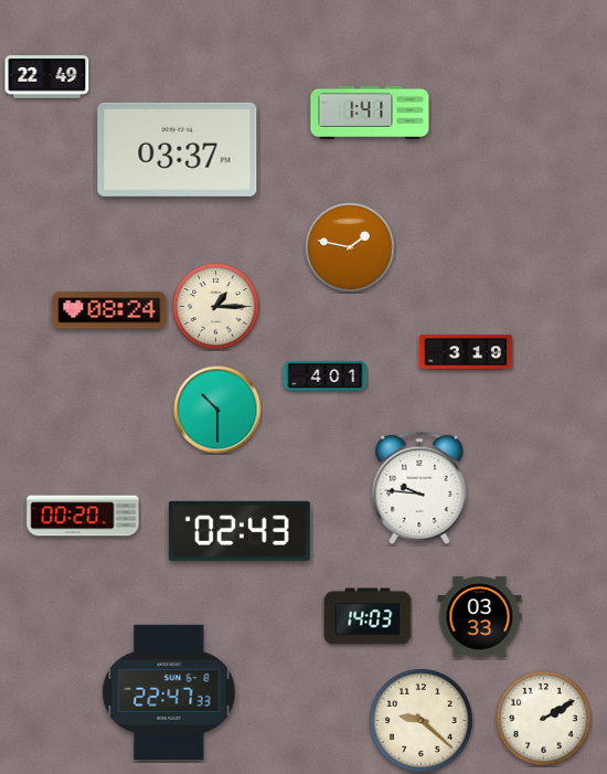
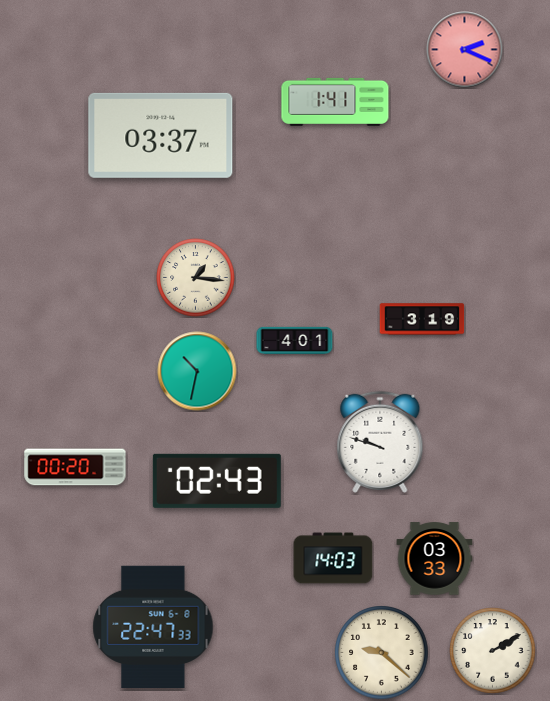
clock at (465, 50): none -> 2:19
clock at (47, 77): 22:49 -> none
clock at (350, 247): 1:47 -> none
clock at (216, 307): 1:15 -> 1:16
clock at (109, 310): 08:24 -> none
clock at (217, 410): 10:30 -> 10:32
clock at (419, 488): 9:46 -> 9:48
